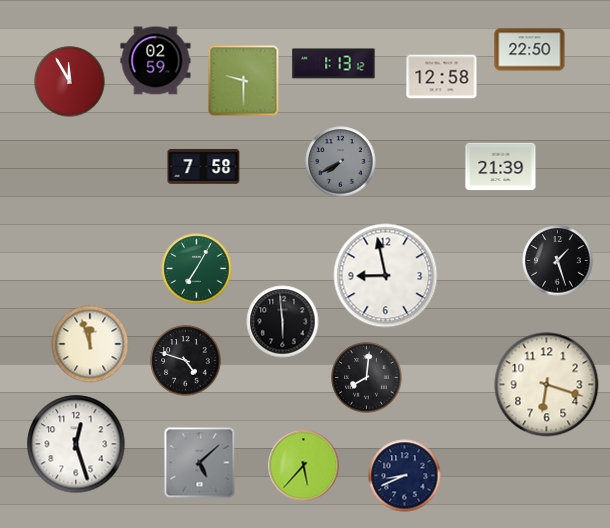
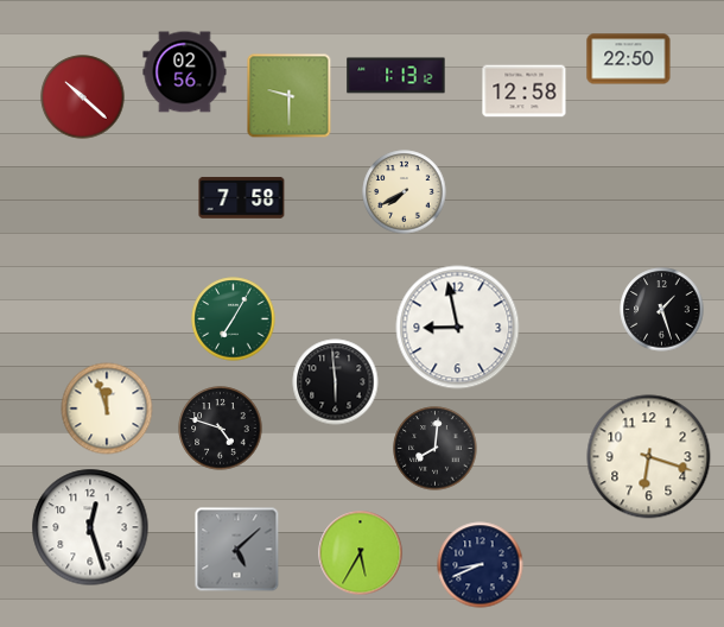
clock at (156, 61): 02:59 -> 02:56
clock at (70, 82): 11:55 -> 10:22
clock at (341, 162) dial: grey -> cream
clock at (501, 167): 21:39 -> none
clock at (304, 466): 5:37 -> 5:35
